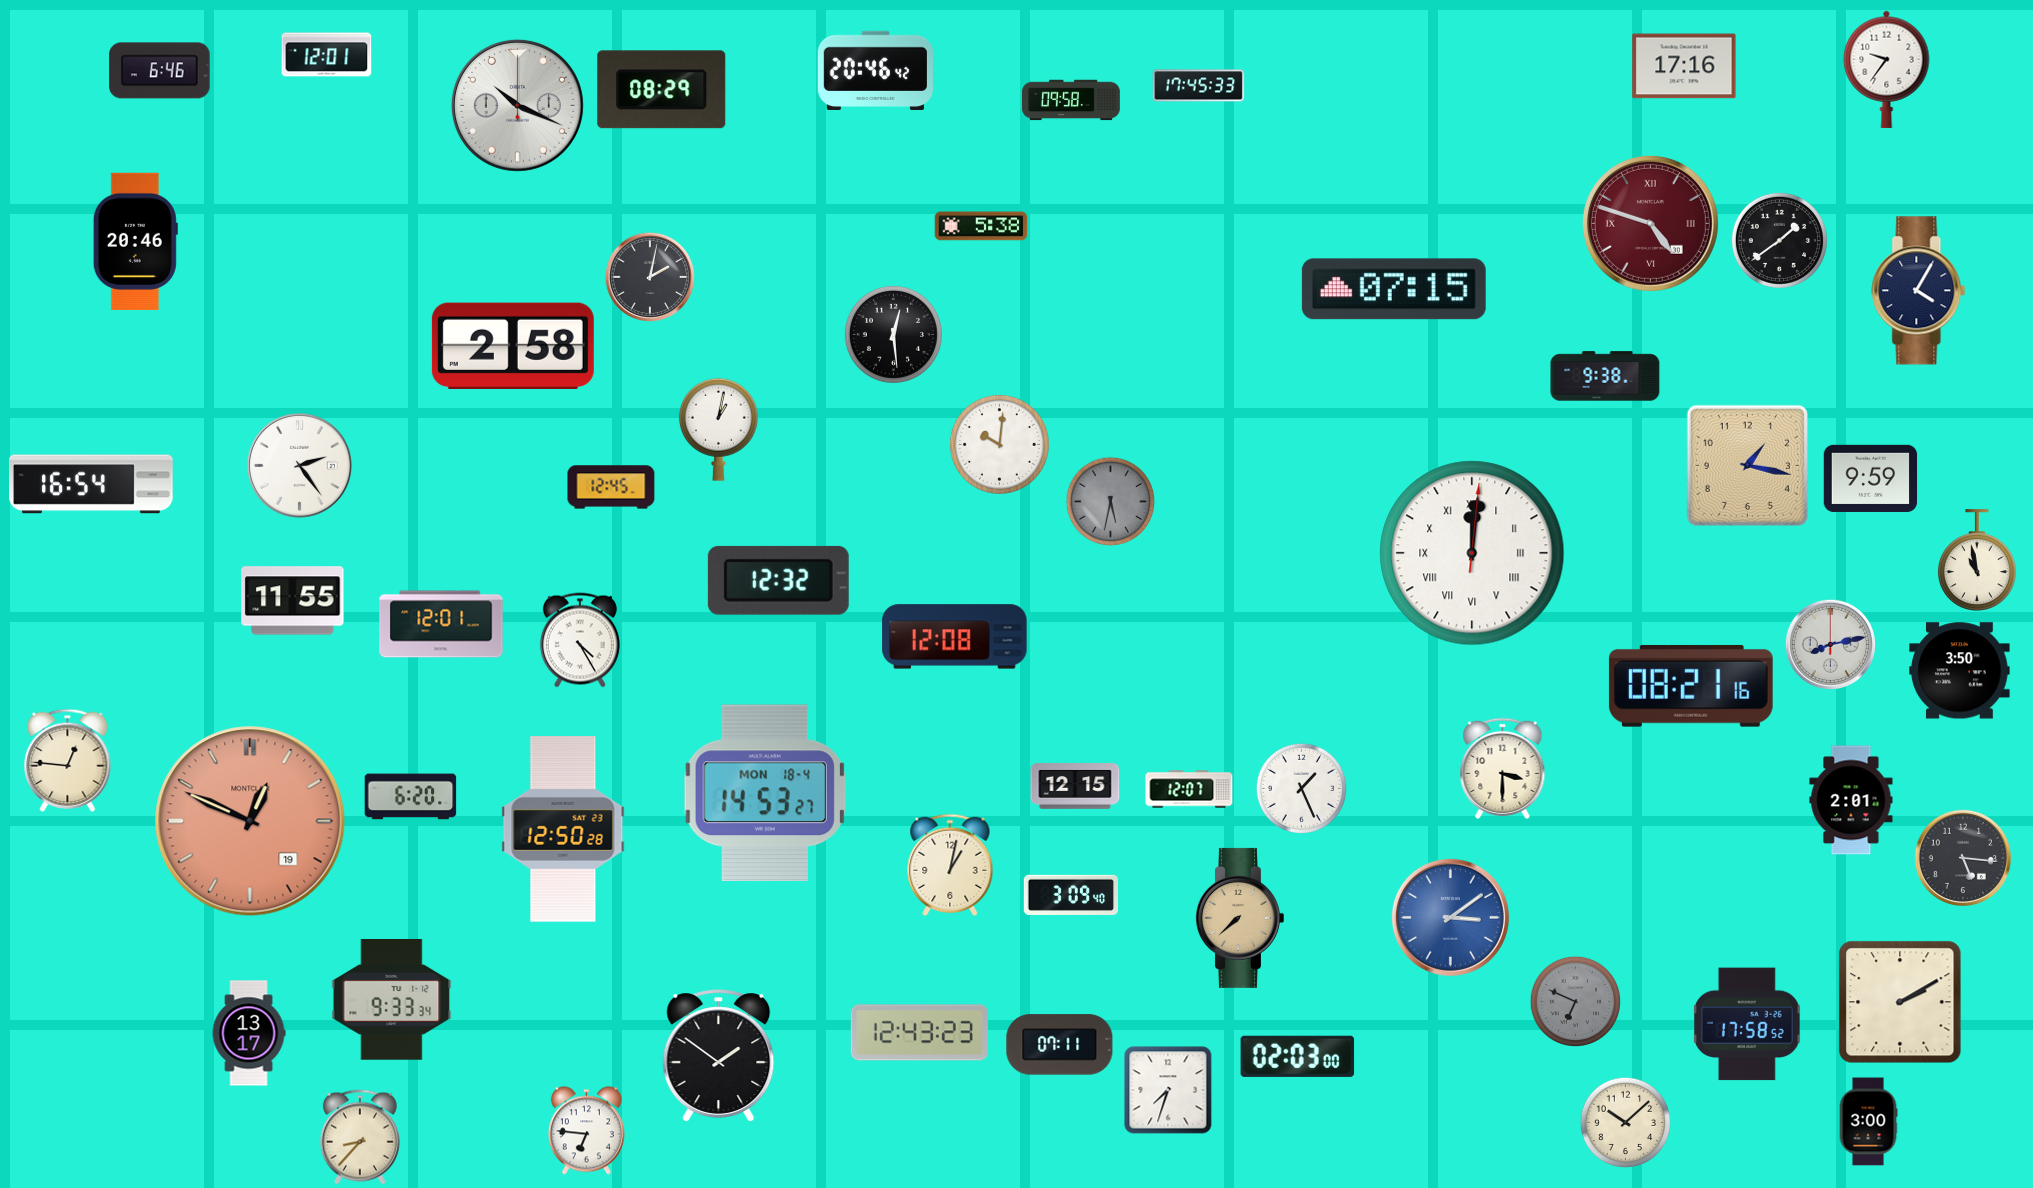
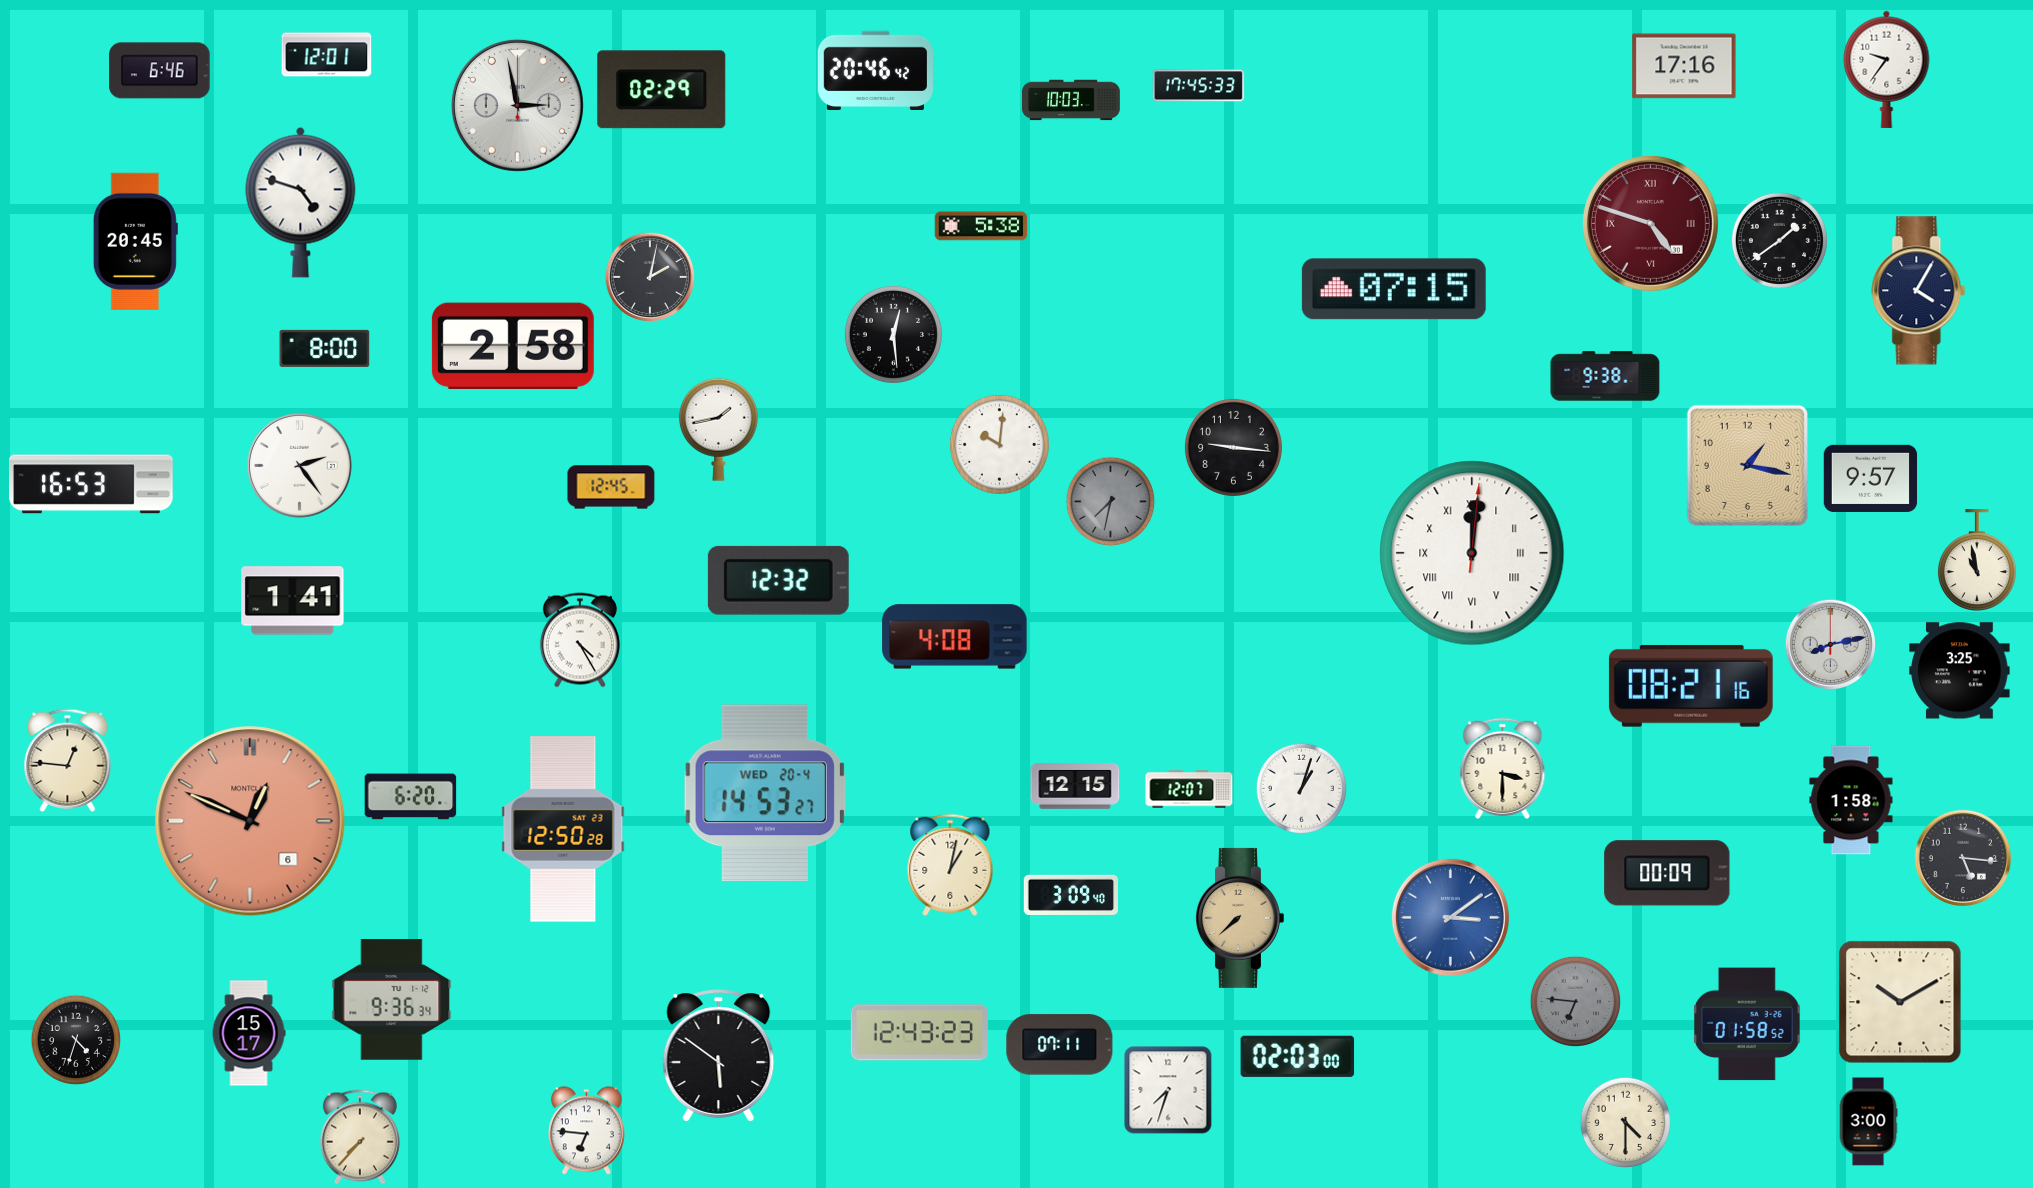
clock at (662, 90): 08:29 -> 02:29
clock at (1072, 100): 09:58 -> 10:03
clock at (517, 105): 10:19 -> 2:58
clock at (301, 202): none -> 4:48
clock at (135, 241): 20:46 -> 20:45
clock at (325, 348): none -> 8:00
clock at (718, 429): 1:02 -> 1:43
clock at (1233, 447): none -> 9:16
clock at (1871, 478): 9:59 -> 9:57
clock at (91, 484): 16:54 -> 16:53
clock at (1111, 502): 5:32 -> 7:32
clock at (293, 601): 11:55 -> 1:41
clock at (441, 624): 12:01 -> none
clock at (955, 637): 12:08 -> 4:08
clock at (1960, 671): 3:50 -> 3:25
clock at (1301, 788): 1:26 -> 1:03
clock at (765, 792) date: MON 18-4 -> WED 20-4
clock at (1851, 800): 2:01 -> 1:58
clock at (250, 821) date: 19 -> 6
clock at (1667, 873): none -> 00:09
clock at (392, 1000): 9:33 -> 9:36
clock at (1575, 1001): 6:49 -> 6:46
clock at (1900, 1002): 2:10 -> 10:10
clock at (1748, 1024): 17:58 -> 01:58
clock at (249, 1033): 13:17 -> 15:17
clock at (76, 1040): none -> 4:33
clock at (719, 1056): 1:51 -> 5:51
clock at (1625, 1122): 10:08 -> 4:30
clock at (360, 1137): 8:37 -> 7:37
